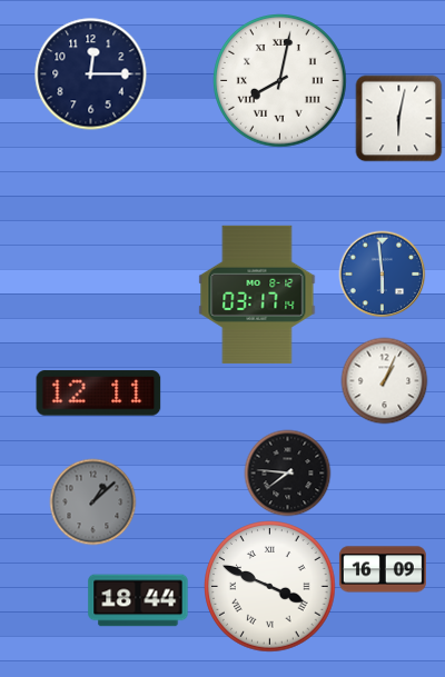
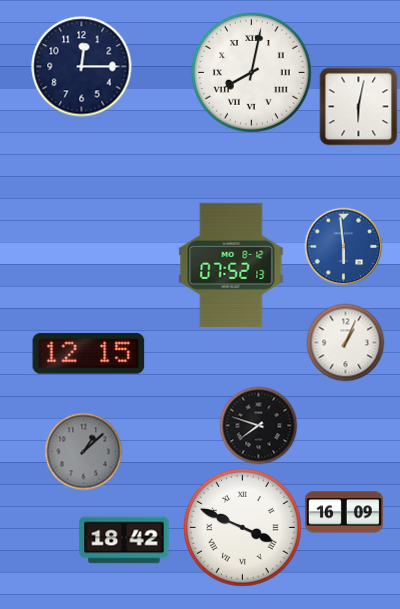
clock at (257, 295): 03:17 -> 07:52
clock at (99, 394): 12:11 -> 12:15
clock at (287, 472): 7:46 -> 7:48
clock at (138, 600): 18:44 -> 18:42
